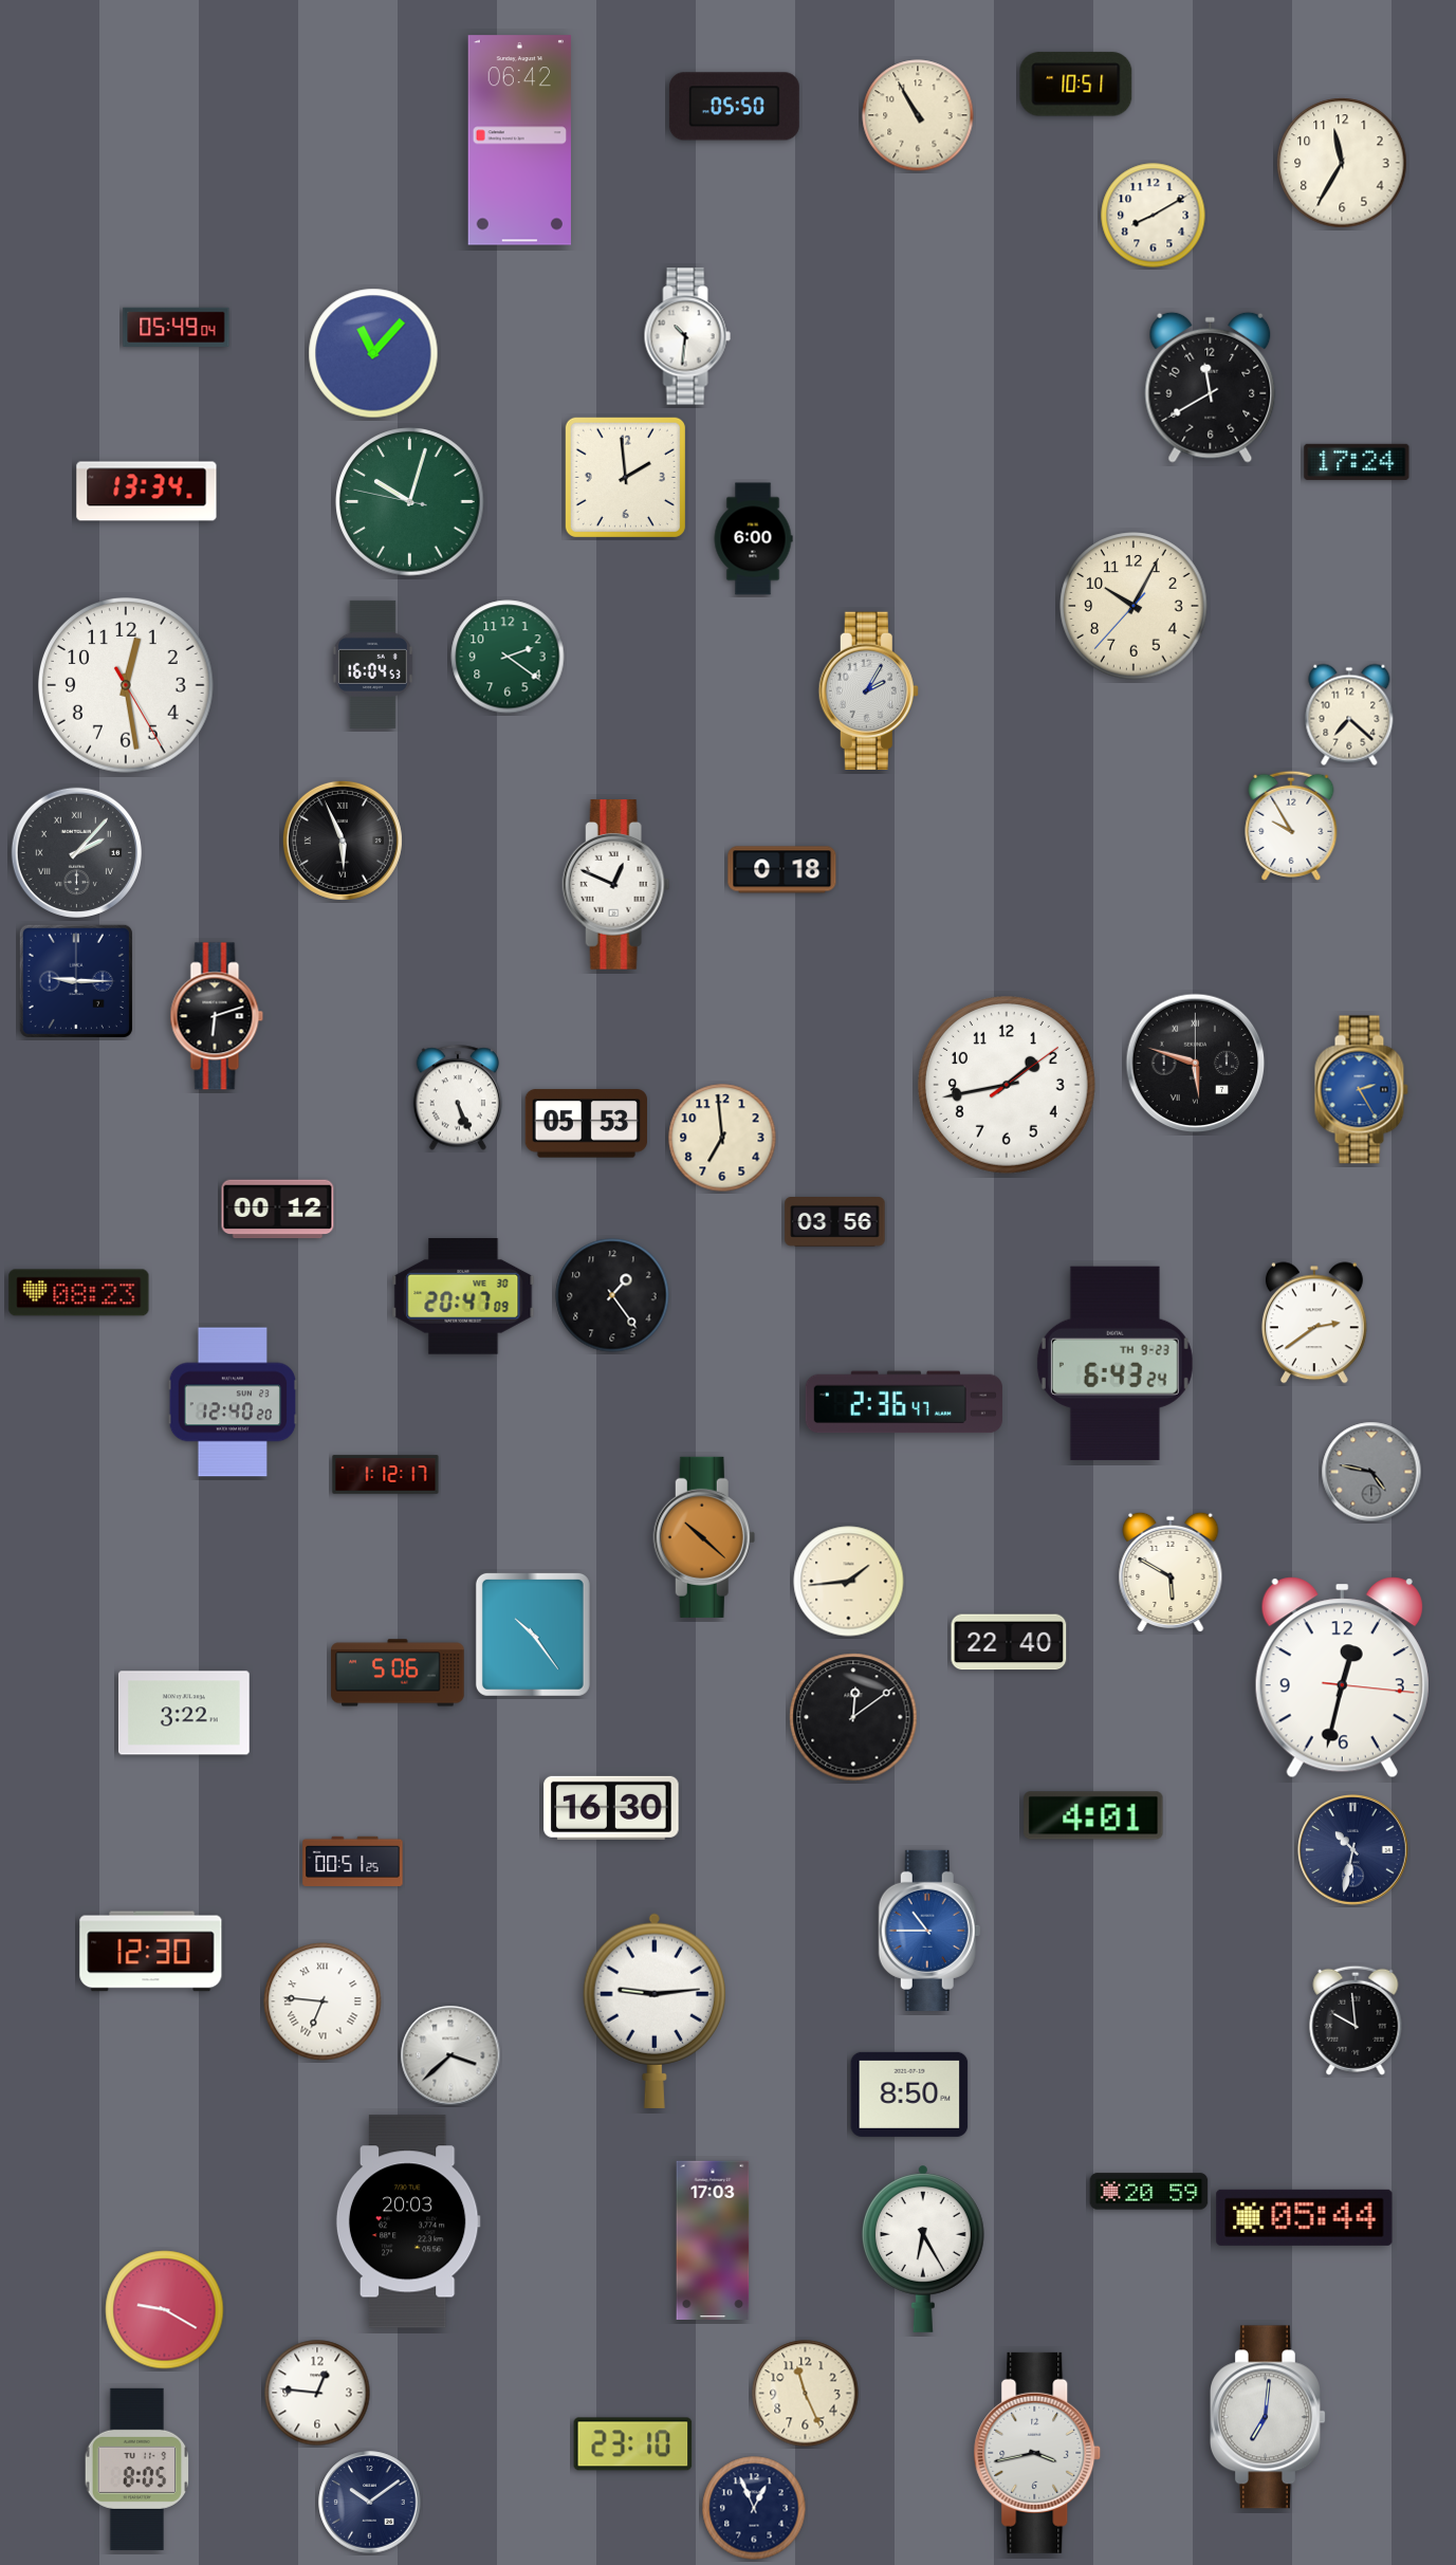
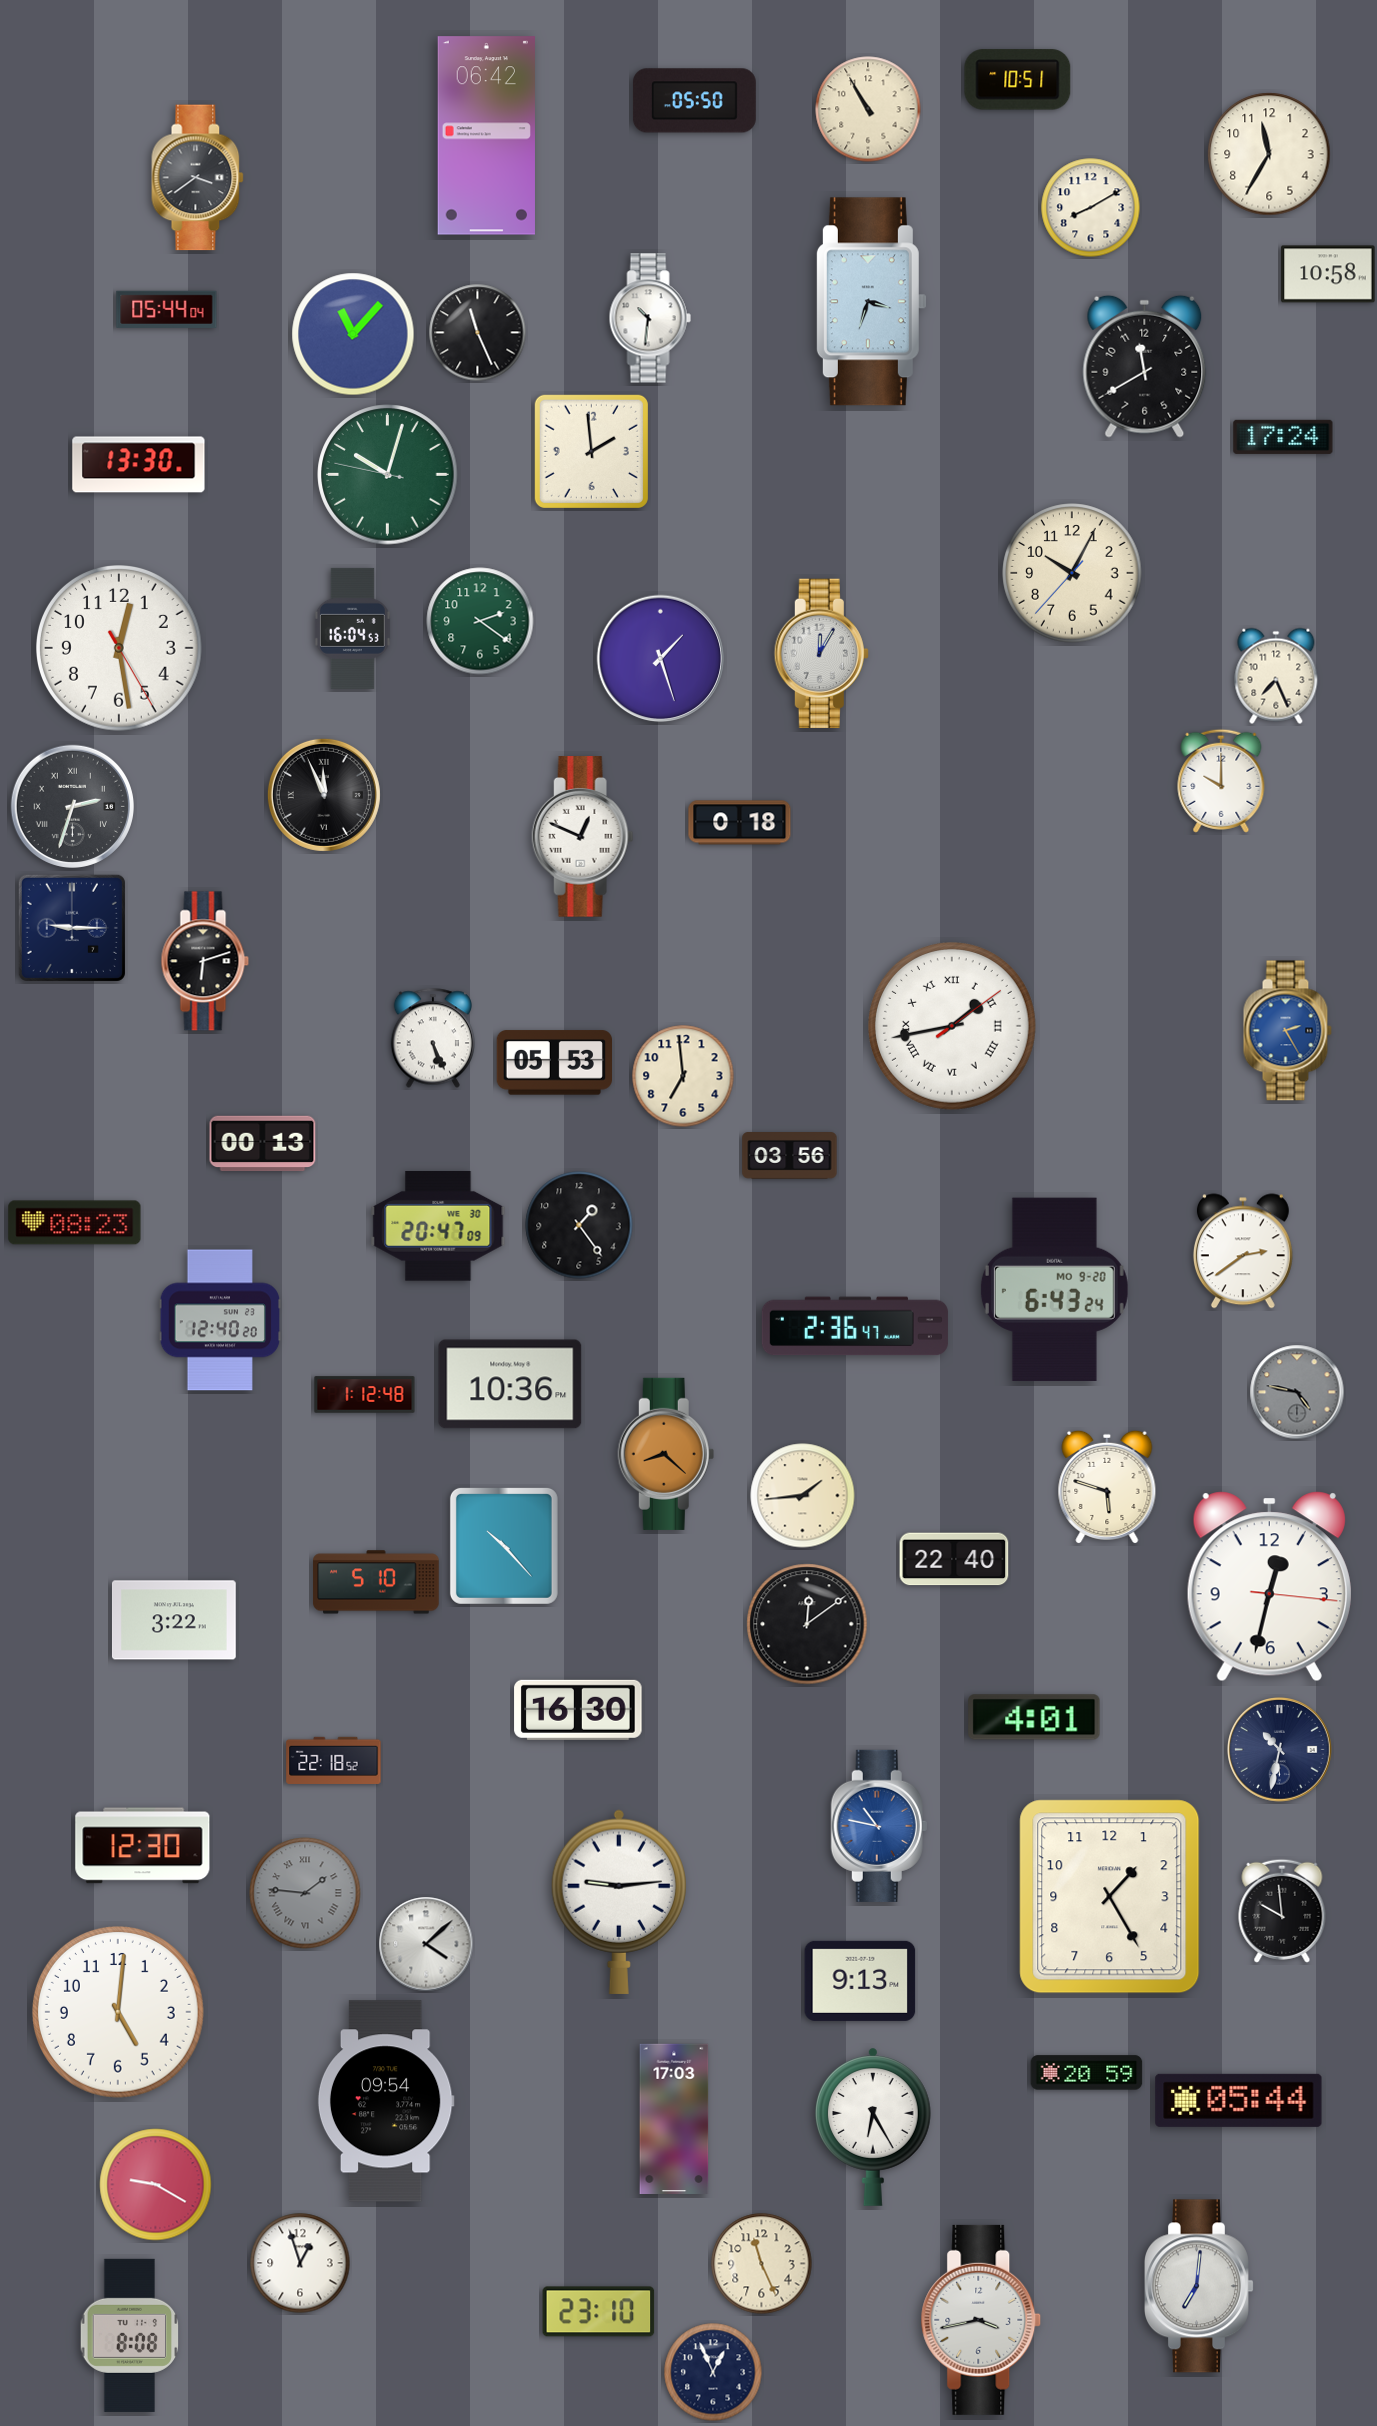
clock at (519, 141) position: (519, 141) -> (486, 136)
clock at (198, 178): none -> 3:39
clock at (1154, 216) position: (1154, 216) -> (1091, 208)
clock at (1328, 274): none -> 10:58
clock at (871, 302): none -> 3:33
clock at (177, 327): 05:49 -> 05:44
clock at (478, 333): none -> 11:26
clock at (147, 492): 13:34 -> 13:30
clock at (753, 539): 6:00 -> none
clock at (868, 690): 2:05 -> 12:05
clock at (661, 659): none -> 1:27
clock at (1349, 715): 7:22 -> 7:26
clock at (1291, 826): 9:55 -> 10:00
clock at (343, 841): 5:56 -> 11:56
clock at (76, 852): 2:07 -> 2:33
clock at (1196, 1064): 5:48 -> none
clock at (1007, 1085) numerals: Arabic -> Roman
clock at (278, 1210): 00:12 -> 00:13
clock at (1114, 1363) date: TH 9-23 -> MO 9-20
clock at (233, 1402) position: (233, 1402) -> (220, 1320)
clock at (510, 1384): none -> 10:36
clock at (386, 1475): 1:12:17 -> 1:12:48
clock at (704, 1537): 10:22 -> 8:22
clock at (1171, 1571): 5:50 -> 5:48
clock at (533, 1635): 10:24 -> 10:23
clock at (1009, 1642) position: (1009, 1642) -> (954, 1559)
clock at (398, 1673): 5:06 -> 5:10
clock at (353, 1861): 00:51 -> 22:18
clock at (929, 1931): 10:45 -> 10:47
clock at (322, 2001): 6:46 -> 1:46
clock at (322, 2001) dial: white -> grey
clock at (1110, 1897): none -> 1:25
clock at (450, 2055): 3:38 -> 4:08
clock at (909, 2095): 8:50 -> 9:13
clock at (118, 2012): none -> 5:01
clock at (1305, 2217) position: (1305, 2217) -> (1239, 2100)
clock at (408, 2221): 20:03 -> 09:54
clock at (317, 2393): 12:46 -> 12:57
clock at (137, 2469): 8:05 -> 8:08
clock at (370, 2503): 10:09 -> none
